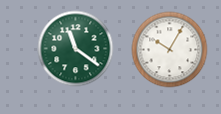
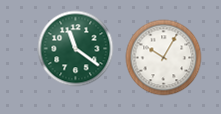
clock at (170, 50) position: (170, 50) -> (164, 58)
